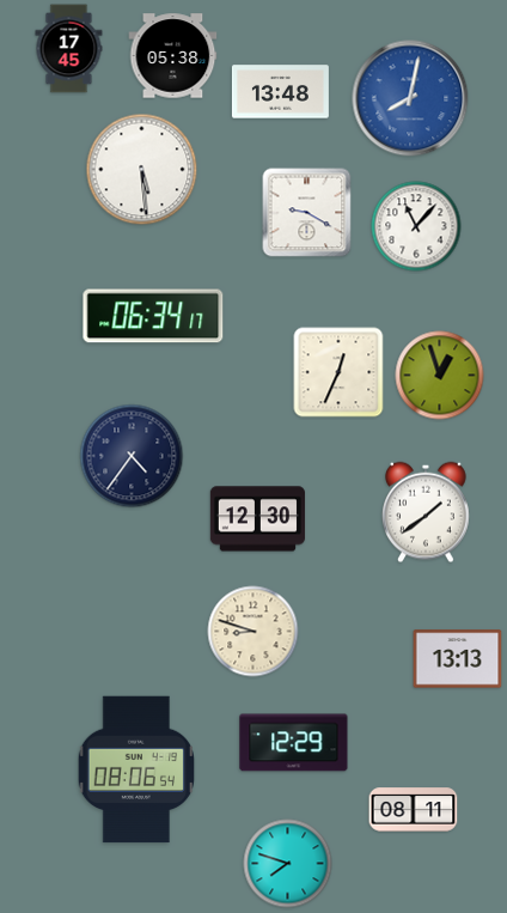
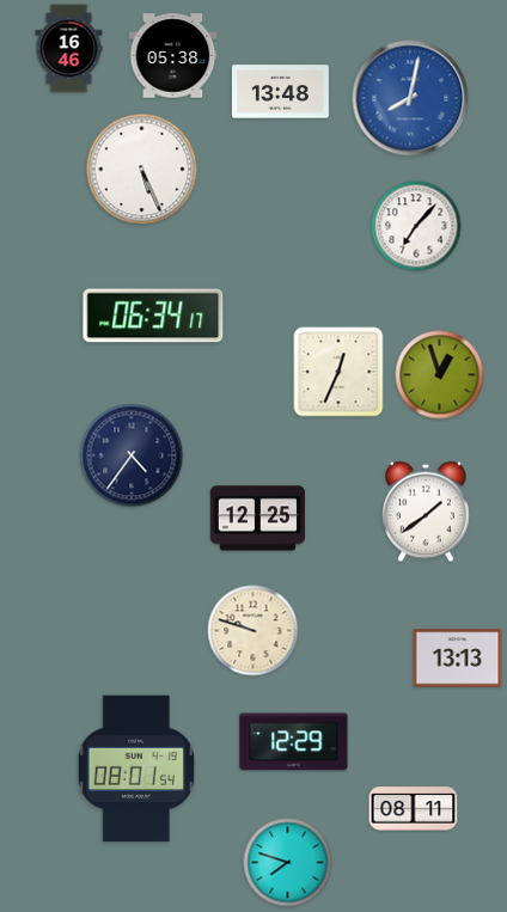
clock at (69, 49): 17:45 -> 16:46
clock at (142, 170): 5:29 -> 5:26
clock at (307, 213): 9:20 -> none
clock at (416, 226): 11:07 -> 7:07
clock at (257, 519): 12:30 -> 12:25
clock at (253, 632): 8:48 -> 9:48
clock at (135, 769): 08:06 -> 08:01
